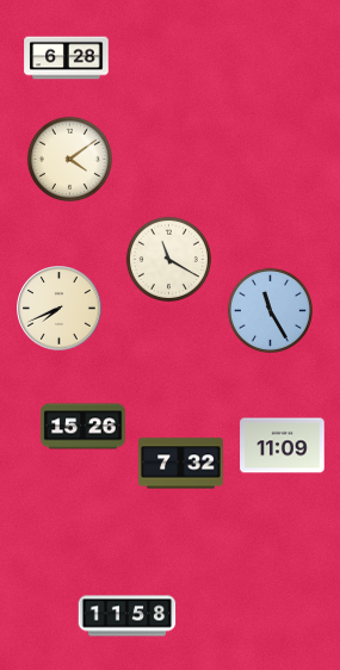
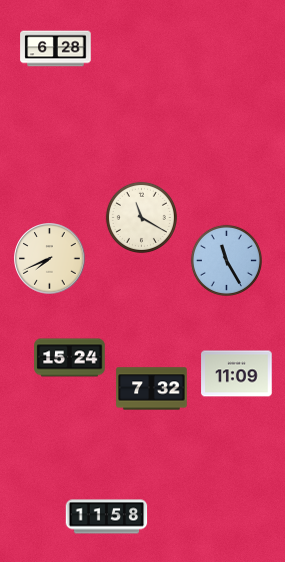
clock at (69, 159): 4:09 -> none
clock at (84, 427): 15:26 -> 15:24
